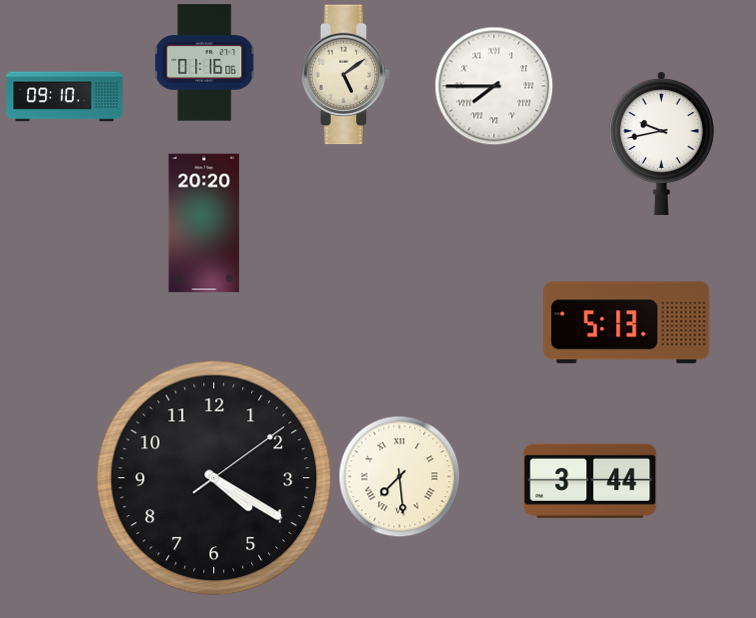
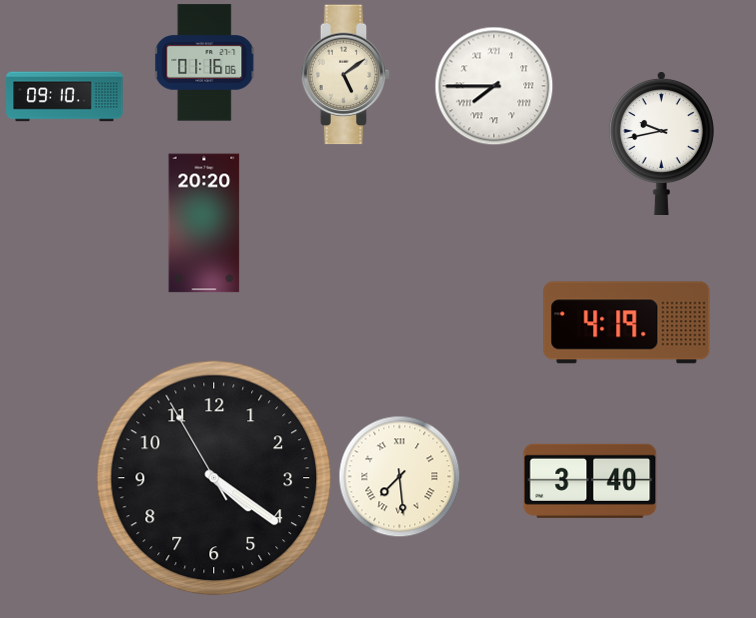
clock at (627, 323): 5:13 -> 4:19
clock at (214, 478): 4:20:09 -> 4:20:55
clock at (590, 481): 3:44 -> 3:40
